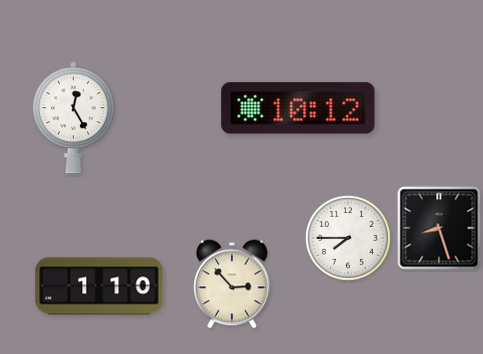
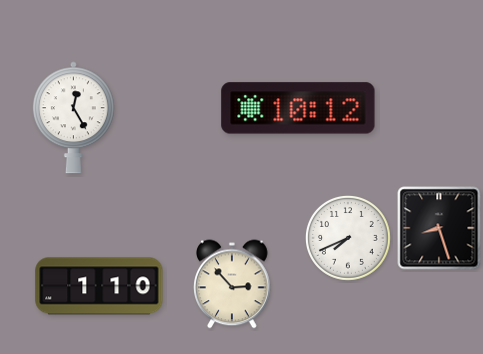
clock at (349, 239): 7:45 -> 7:41
